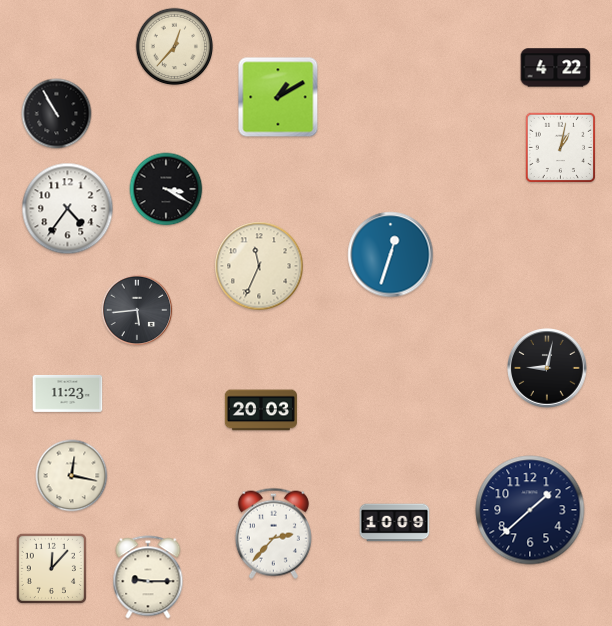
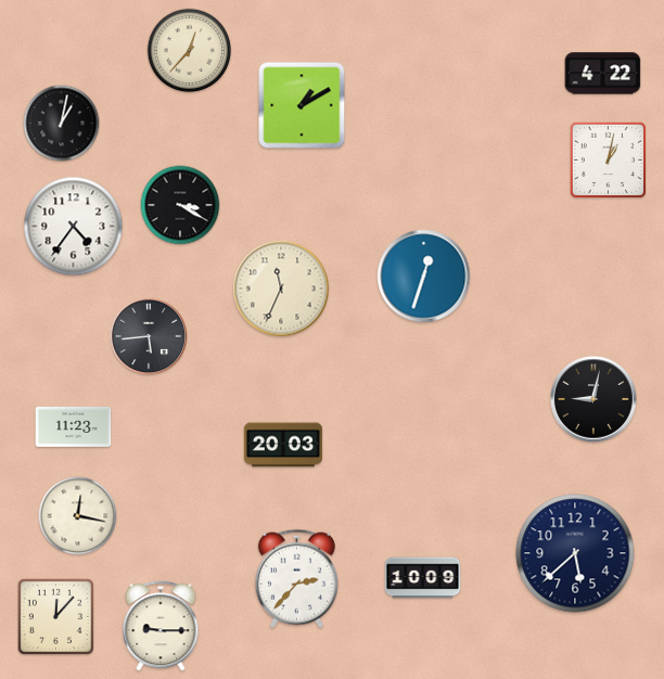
clock at (57, 114): 10:55 -> 1:02
clock at (530, 510): 1:38 -> 5:38
clock at (395, 523) position: (395, 523) -> (423, 578)
